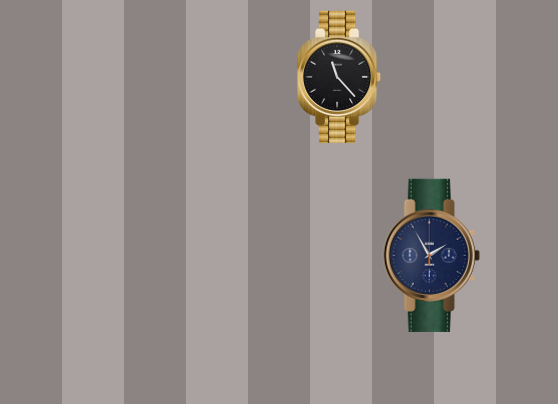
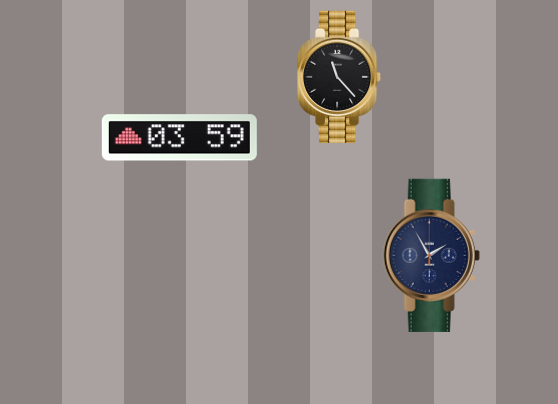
clock at (179, 138): none -> 03:59
